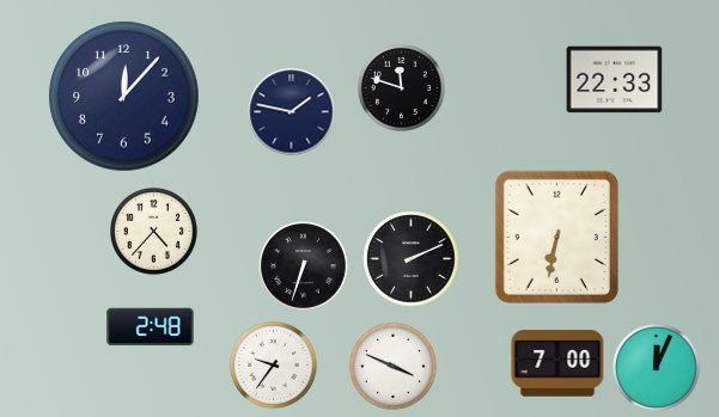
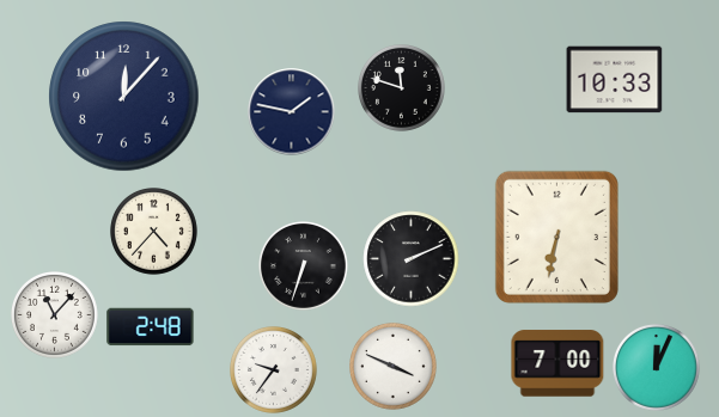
clock at (615, 80): 22:33 -> 10:33
clock at (55, 315): none -> 11:07
clock at (274, 366) position: (274, 366) -> (274, 370)
